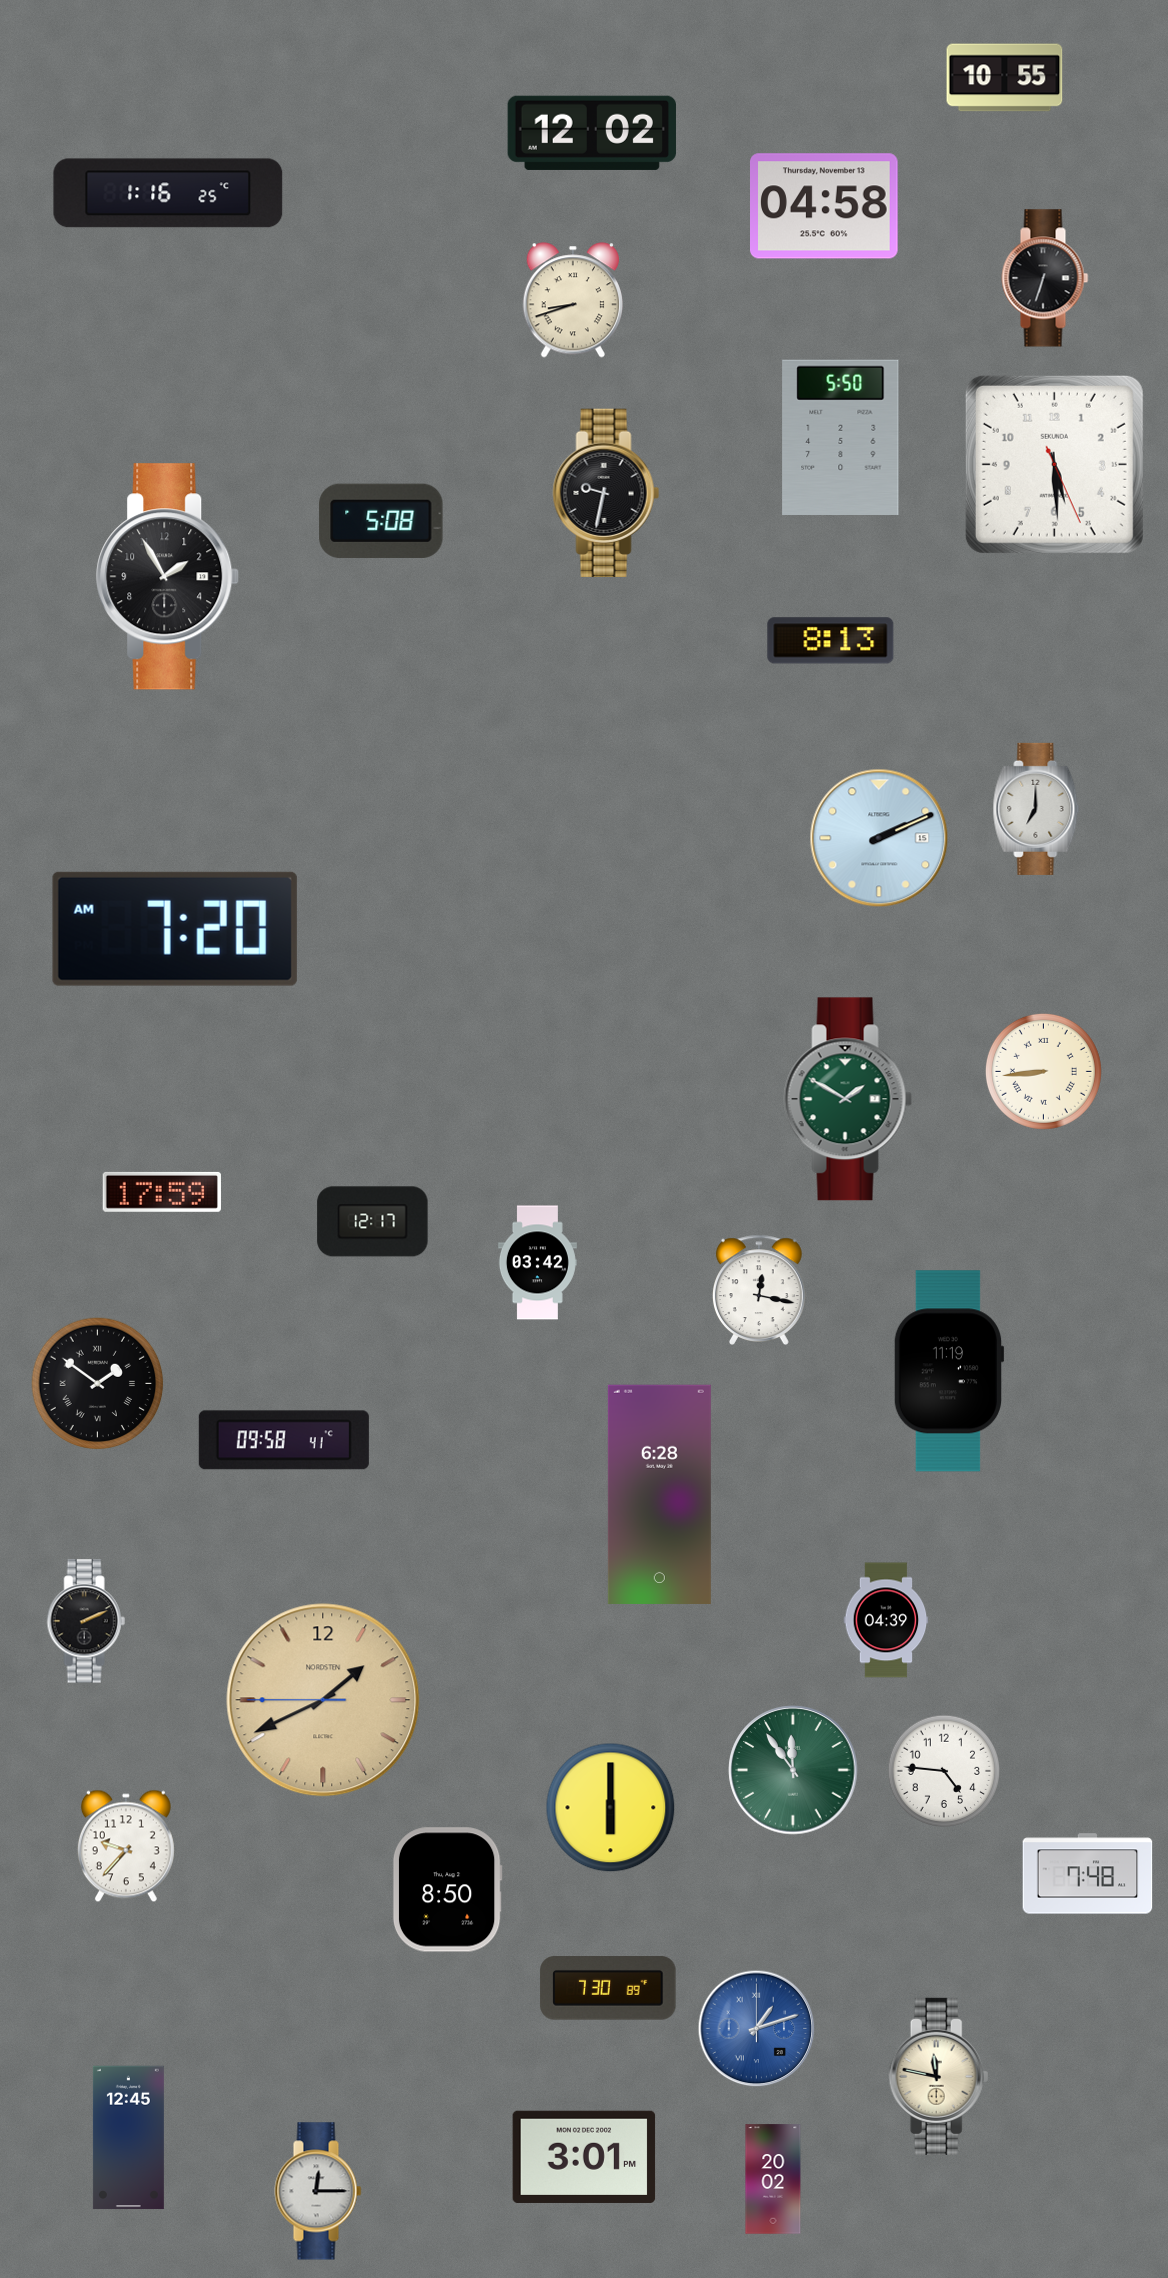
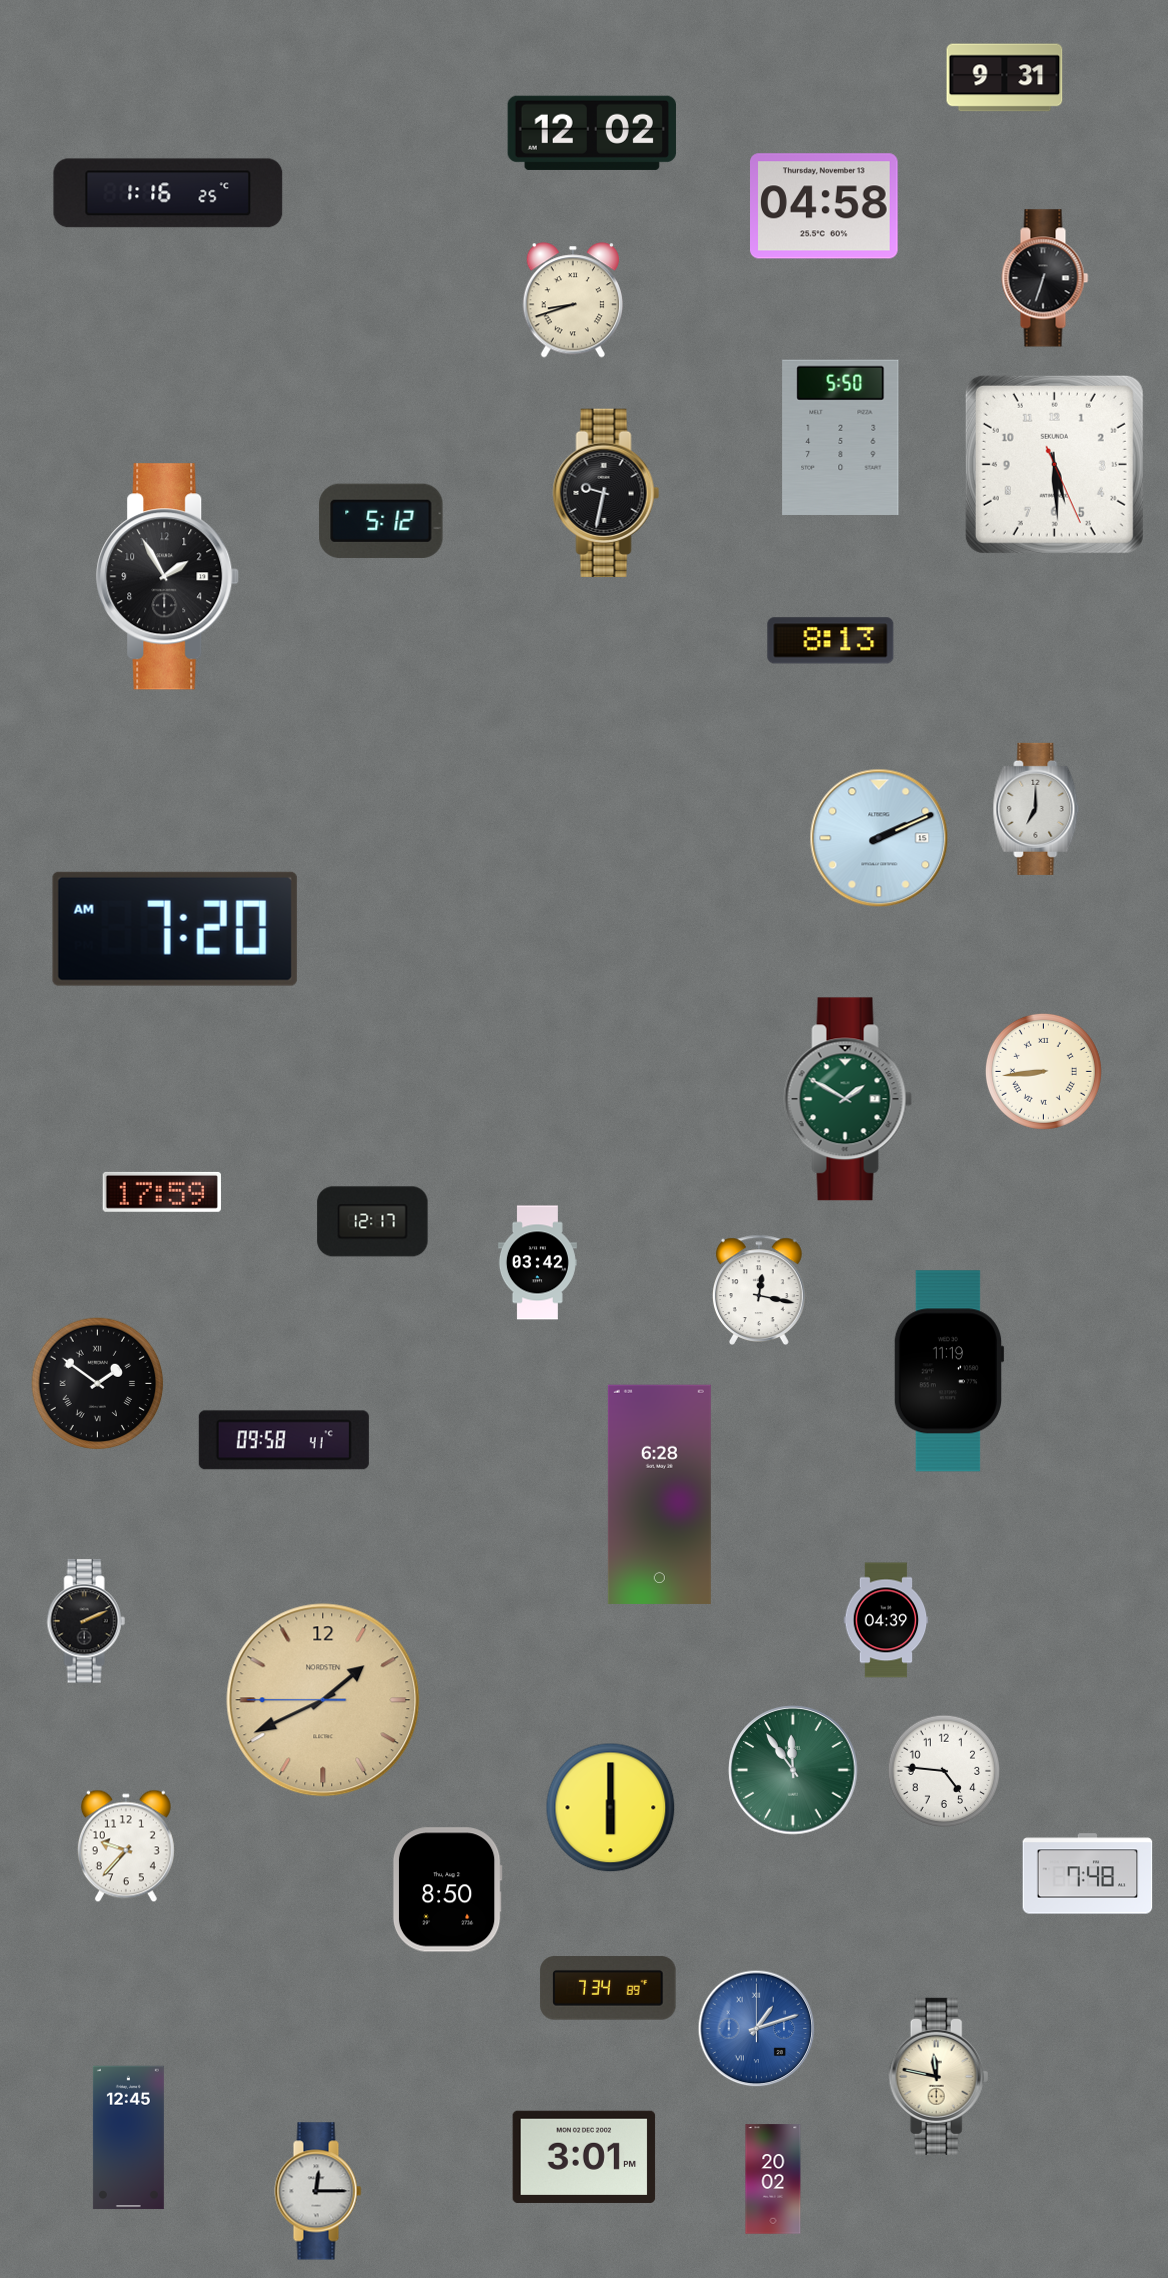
clock at (1005, 78): 10:55 -> 9:31
clock at (381, 521): 5:08 -> 5:12
clock at (608, 1988): 7:30 -> 7:34
